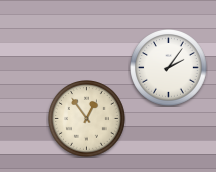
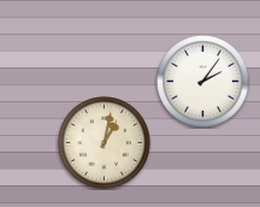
clock at (87, 119): 12:54 -> 1:02
